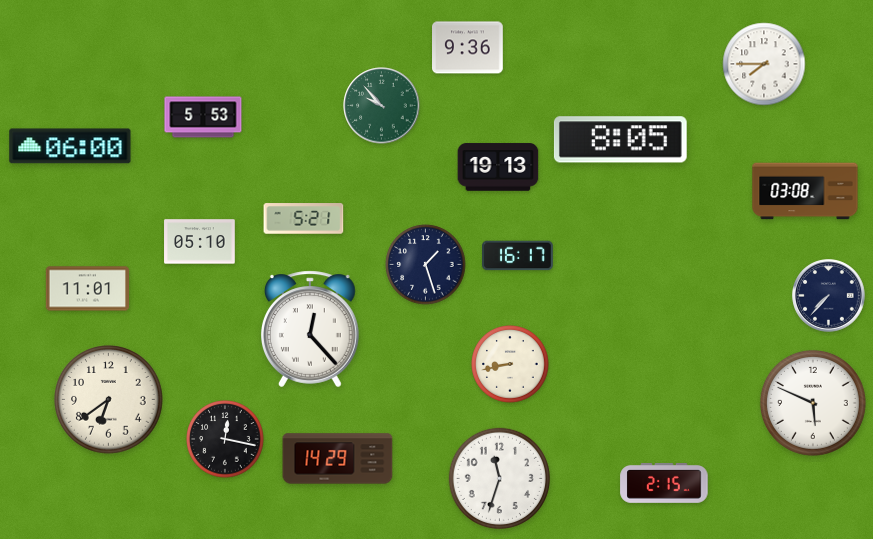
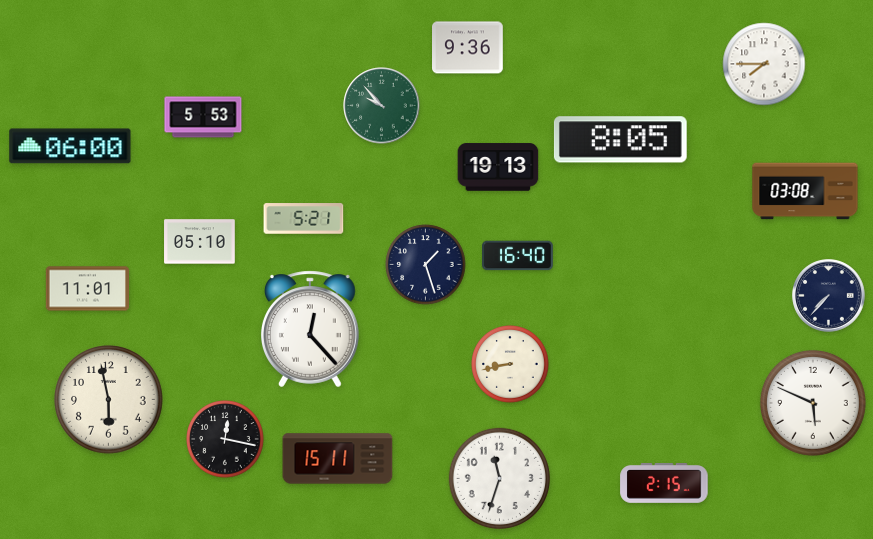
clock at (518, 256): 16:17 -> 16:40
clock at (109, 400): 6:39 -> 5:58
clock at (338, 459): 14:29 -> 15:11
